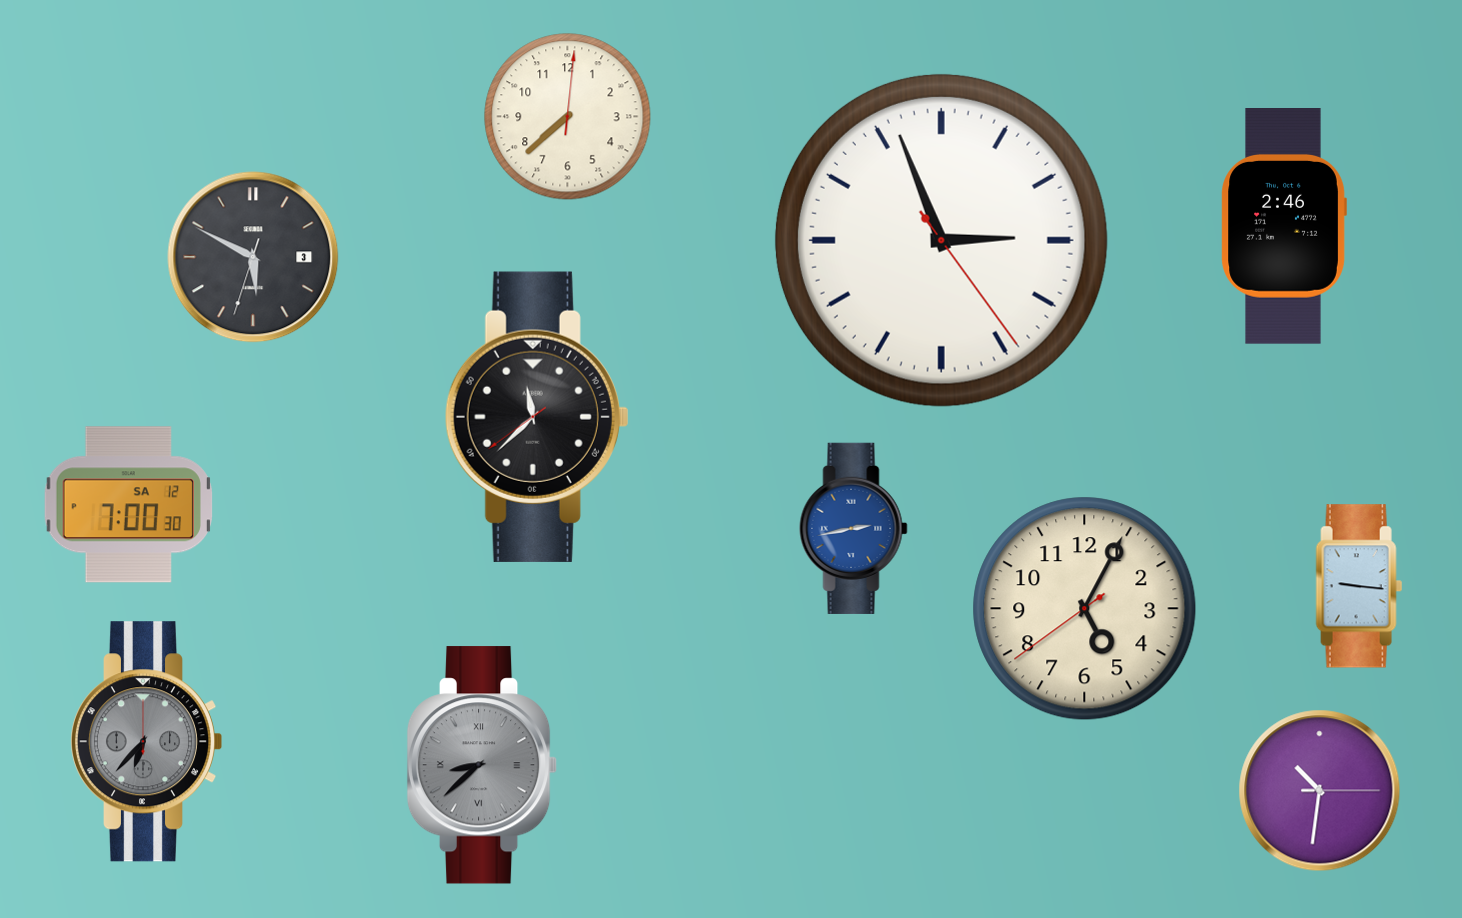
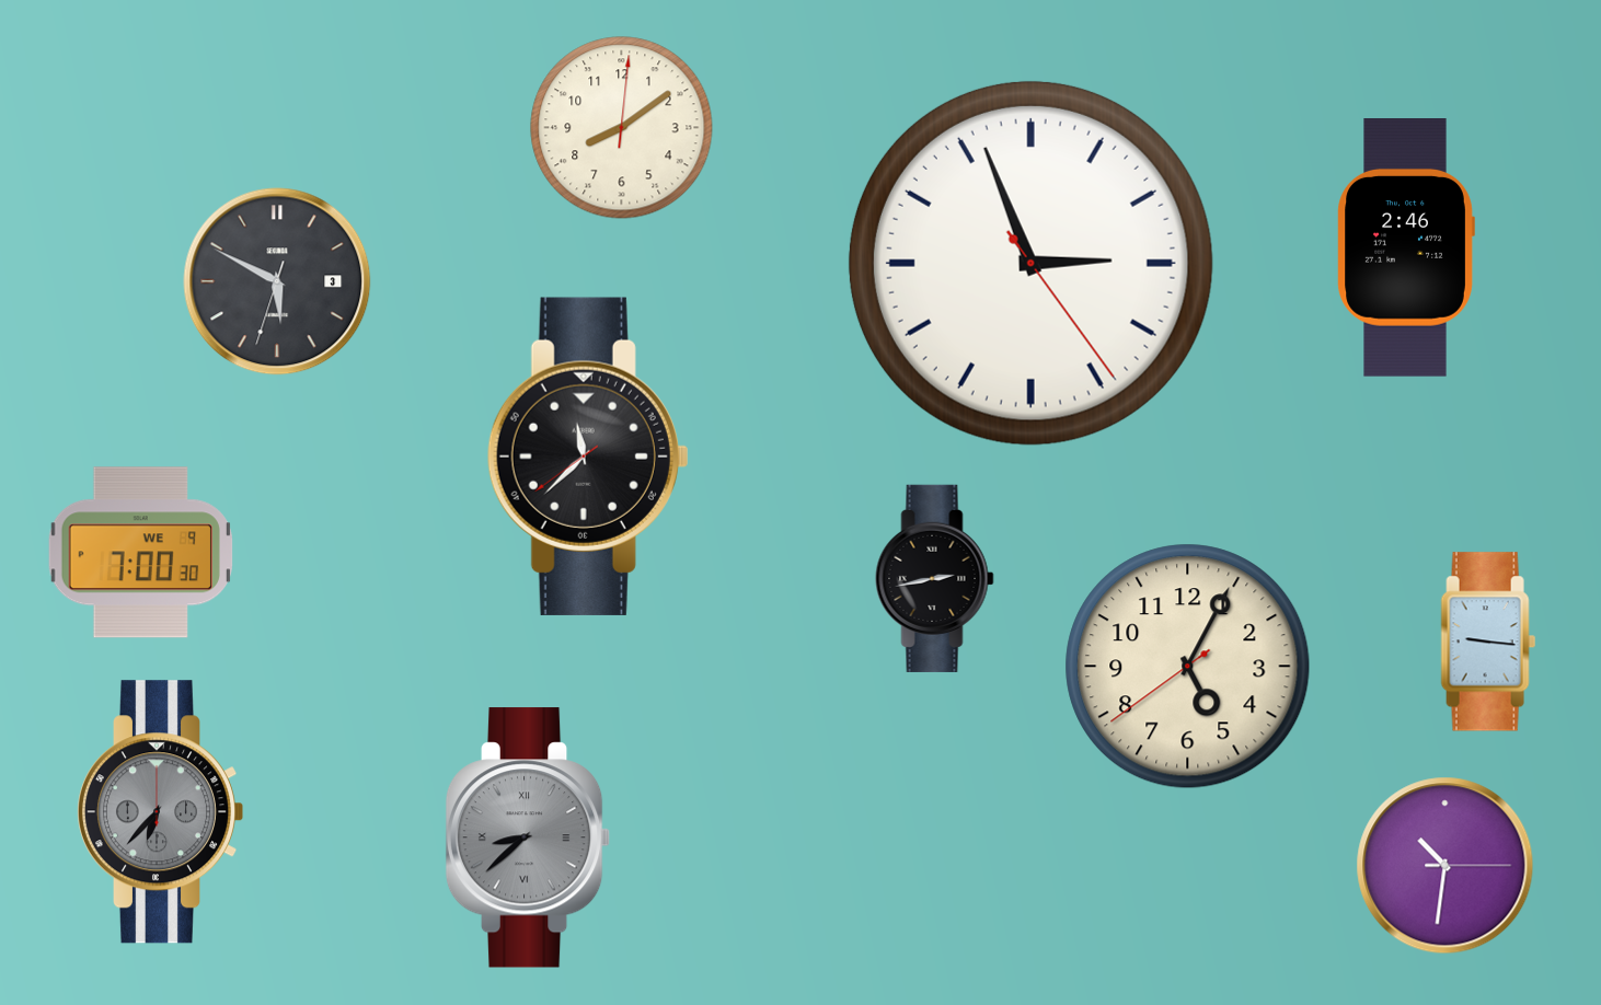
clock at (568, 117): 7:38 -> 8:09
clock at (128, 505) date: SA 12 -> WE 9
clock at (854, 528) dial: blue -> black
